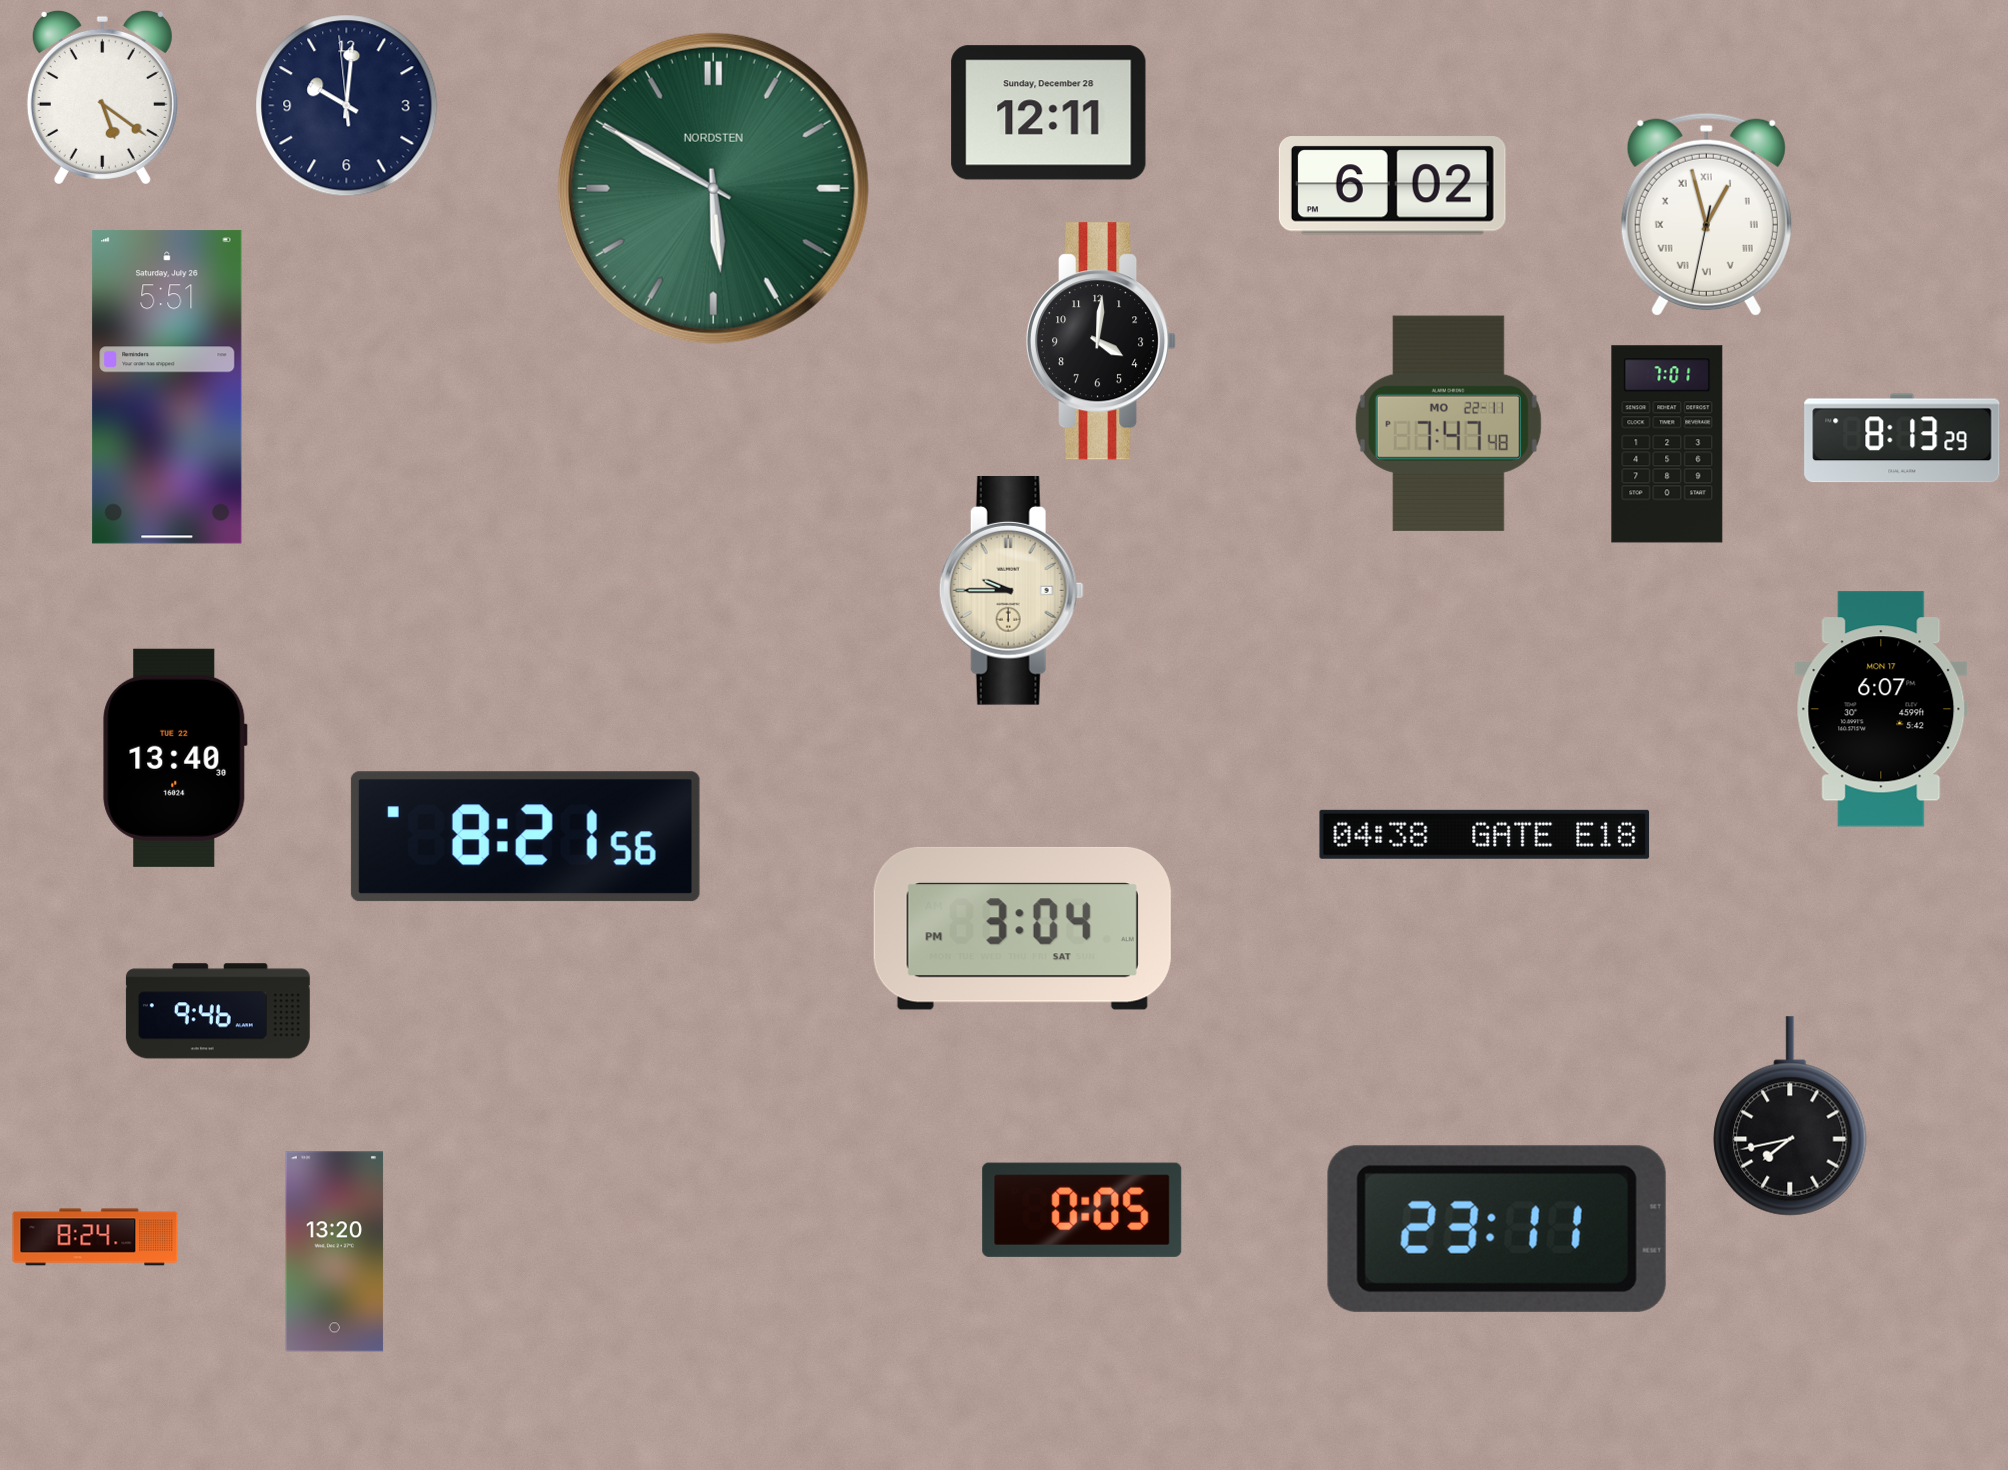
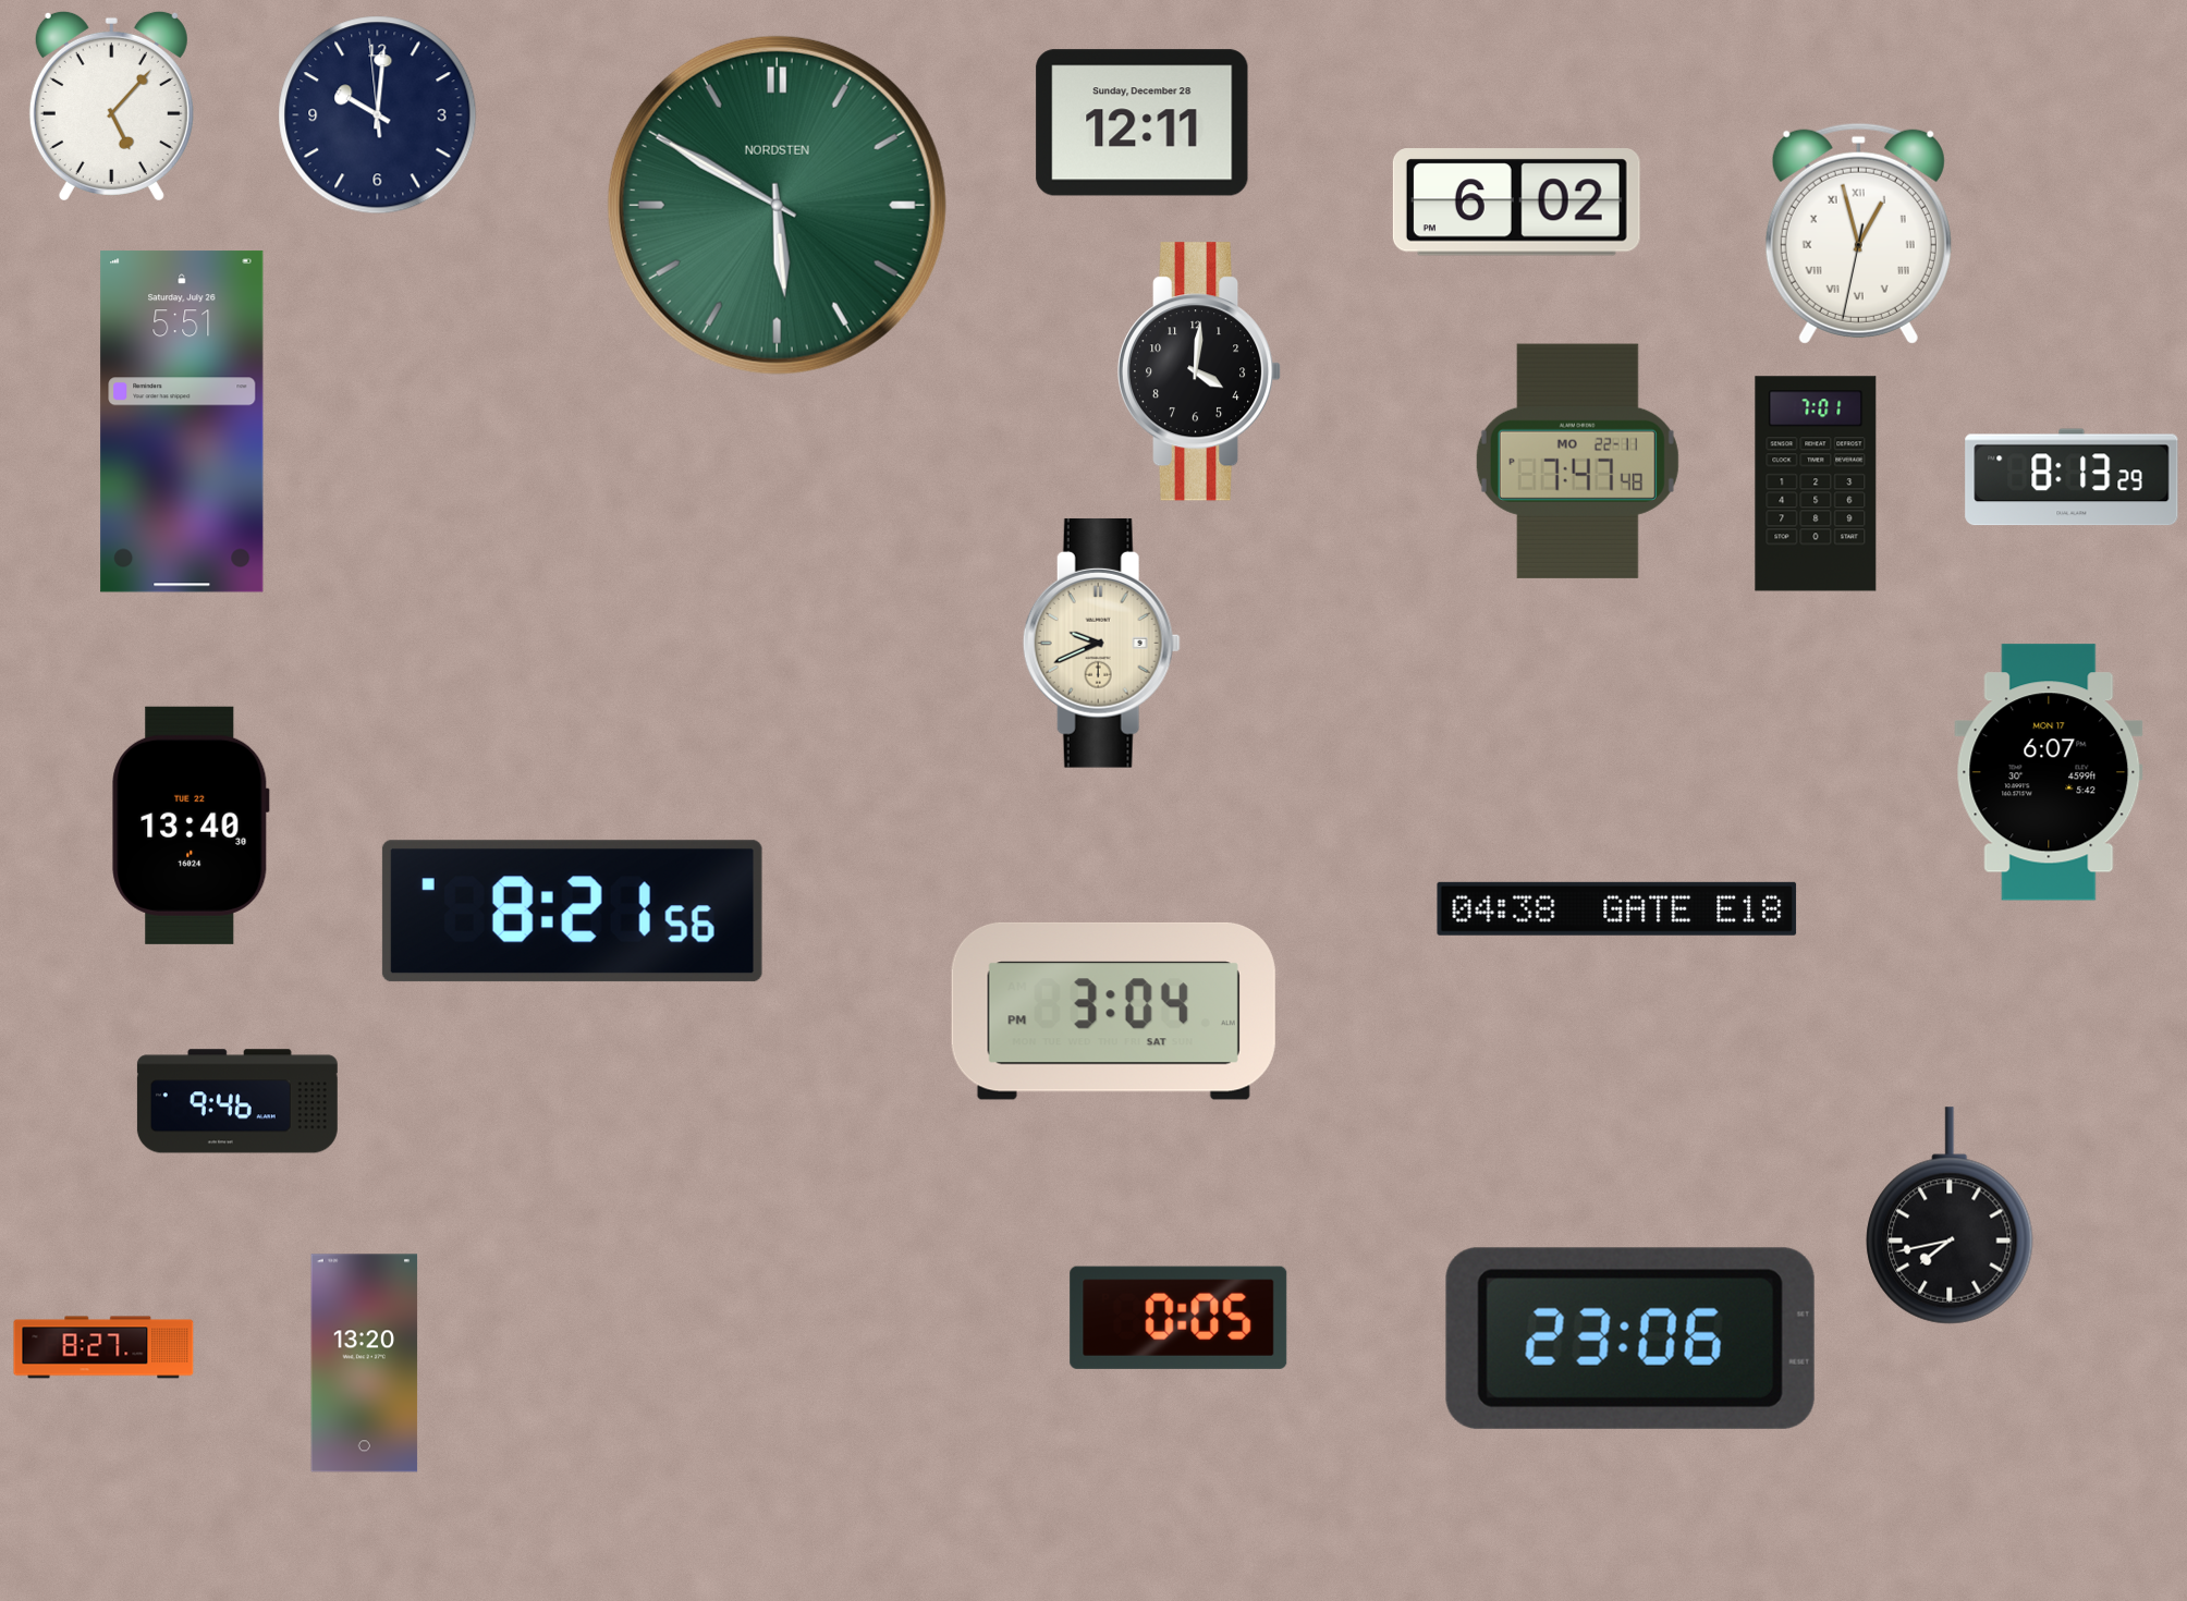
clock at (102, 97): 5:21 -> 5:07
clock at (1011, 590): 9:45 -> 9:41
clock at (1497, 1229): 23:11 -> 23:06
clock at (95, 1237): 8:24 -> 8:27
